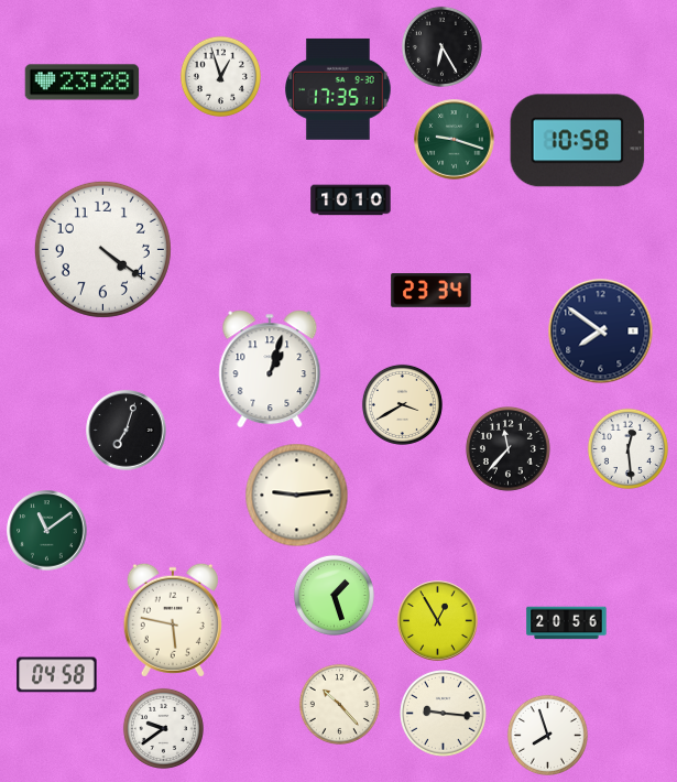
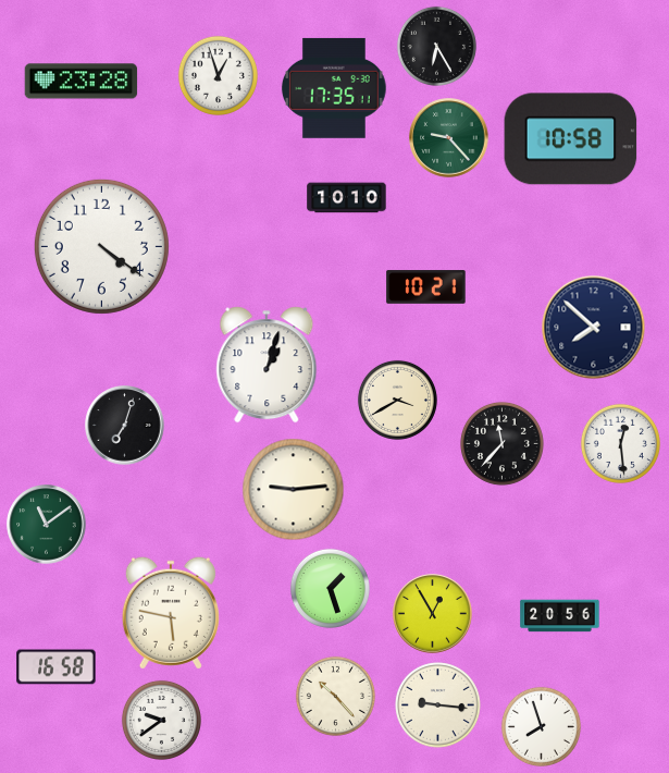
clock at (455, 140): 9:18 -> 9:23
clock at (432, 291): 23:34 -> 10:21
clock at (601, 332): 7:51 -> 7:52
clock at (57, 675): 04:58 -> 16:58
